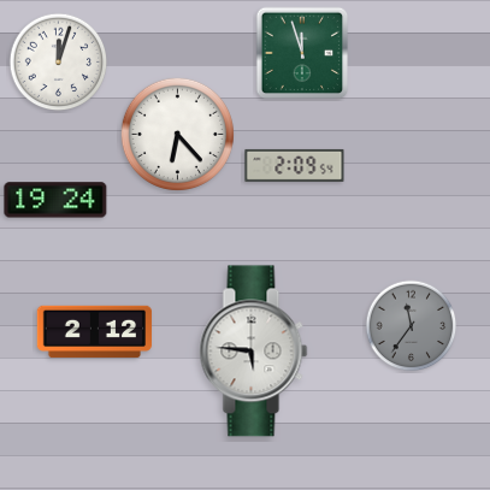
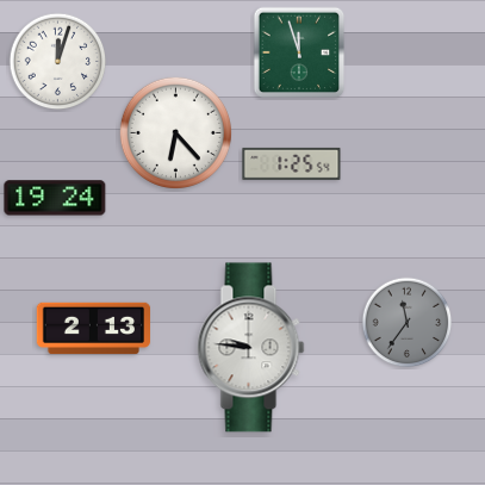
clock at (295, 165): 2:09 -> 1:25
clock at (95, 332): 2:12 -> 2:13
clock at (254, 352): 5:46 -> 9:46
